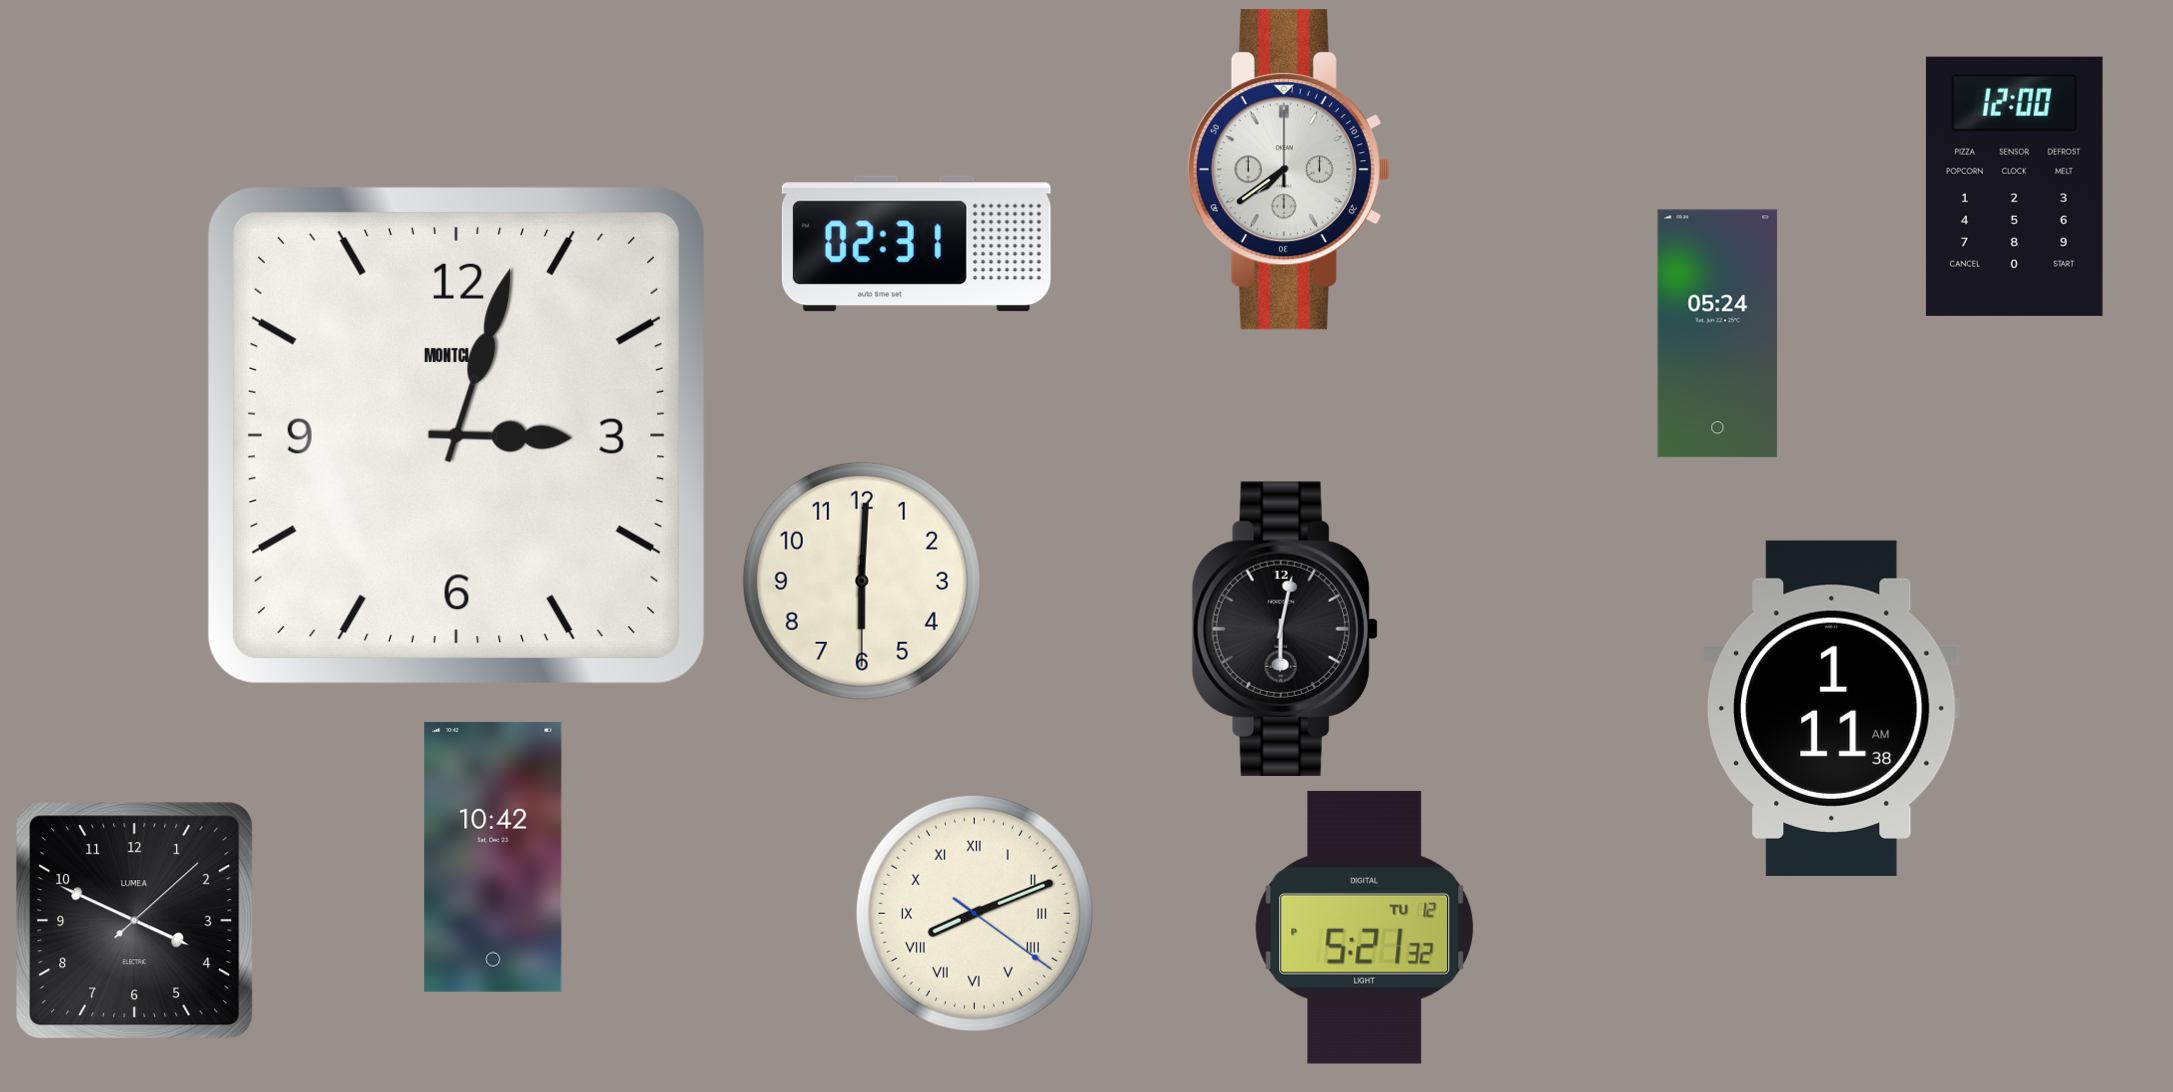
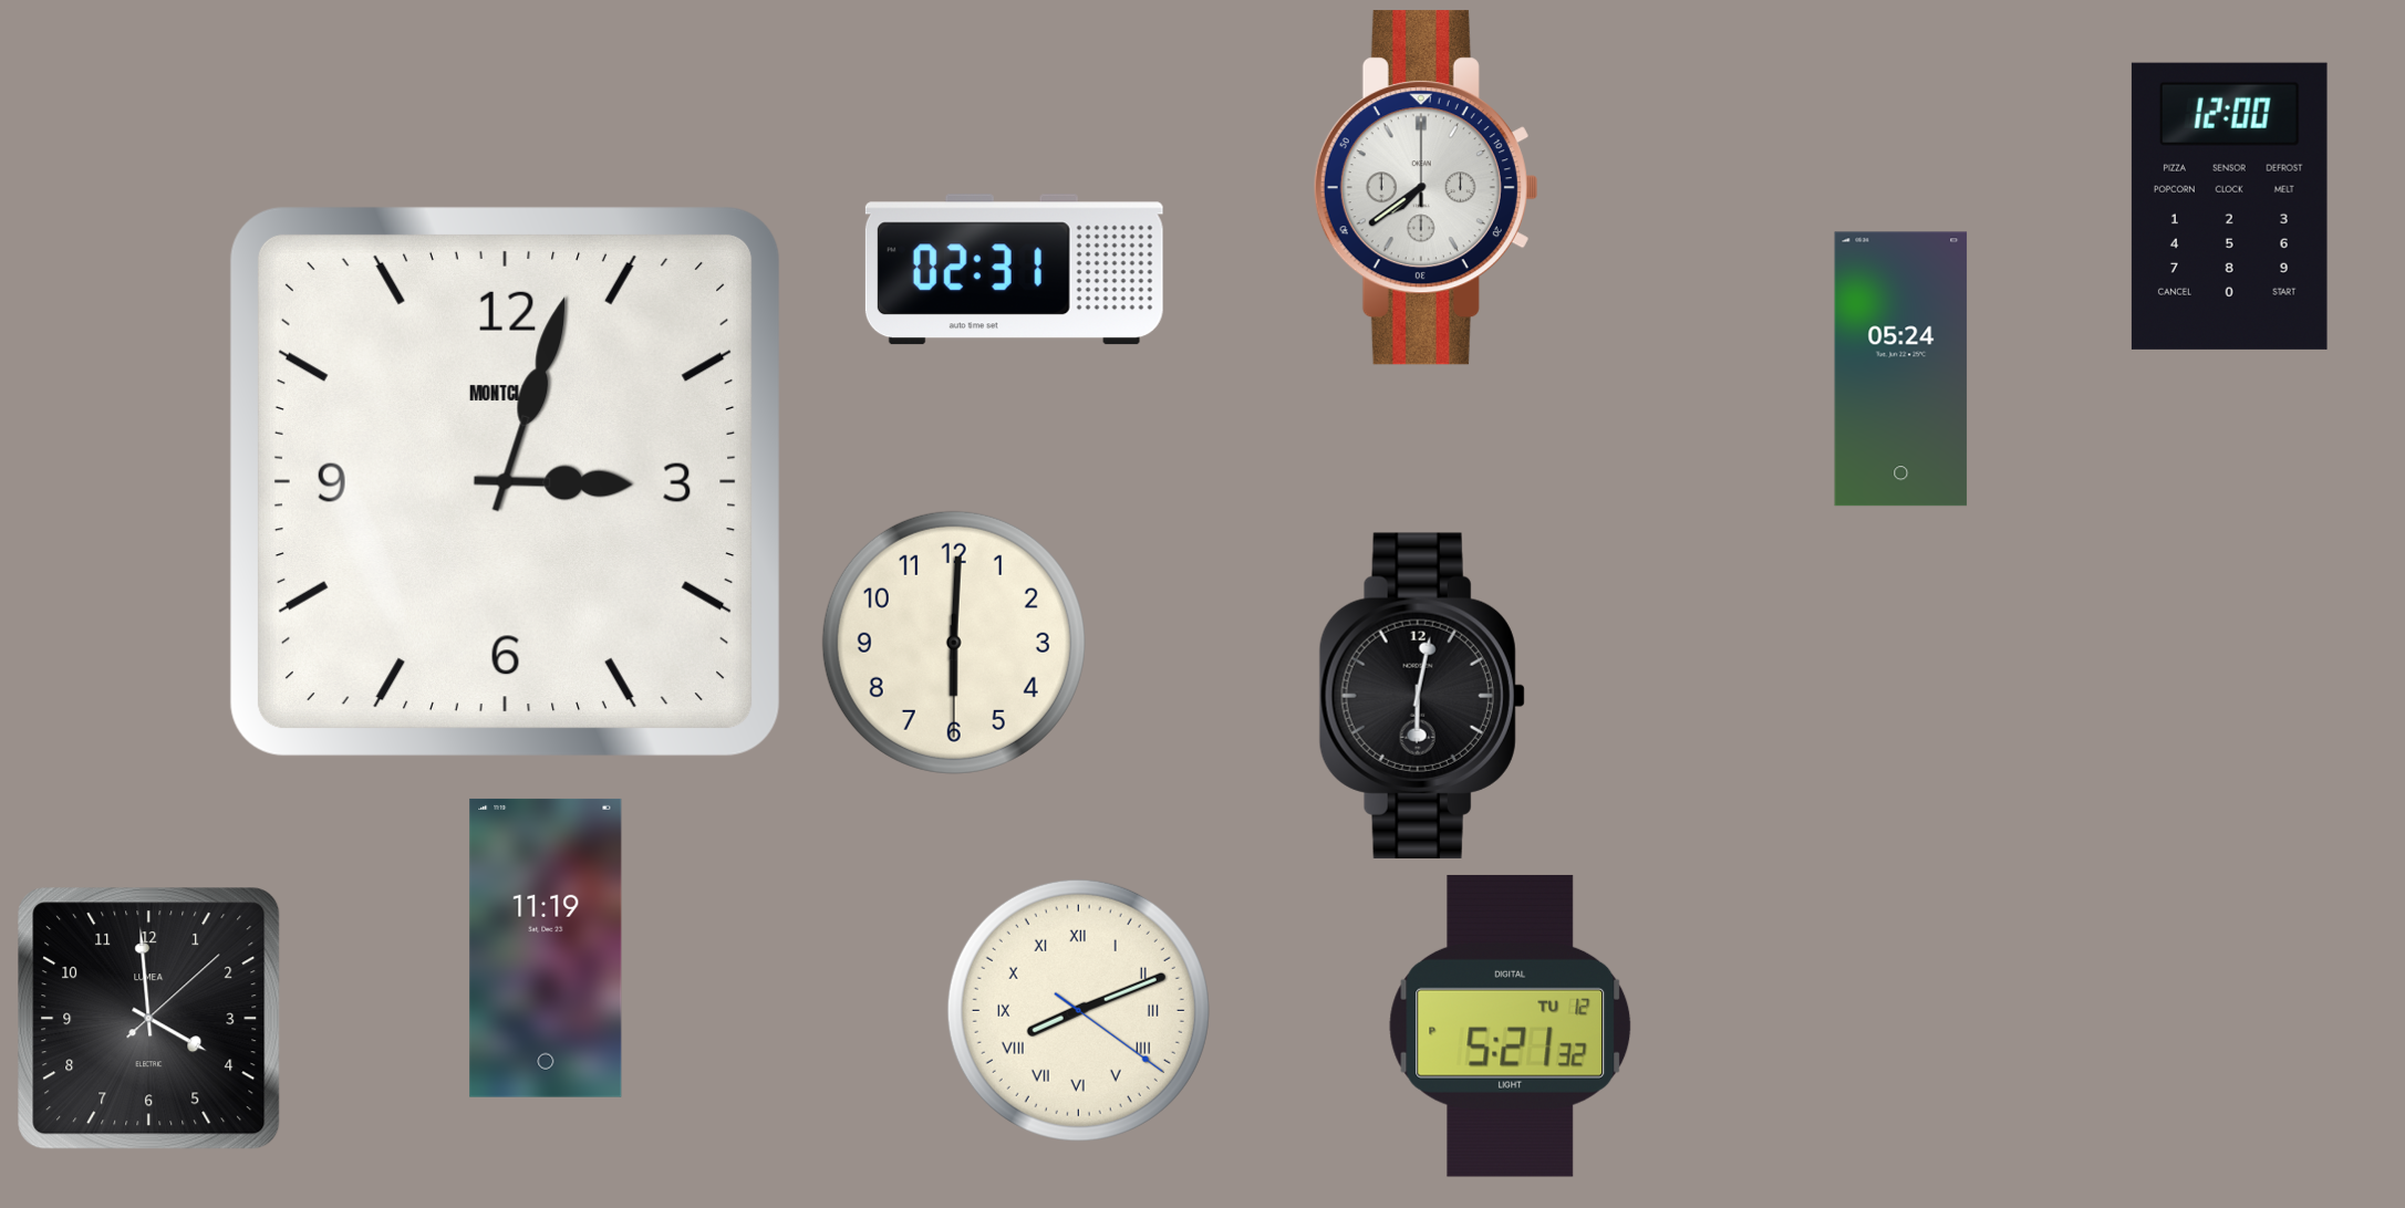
clock at (1832, 708): 1:11 -> none
clock at (493, 857): 10:42 -> 11:19
clock at (135, 921): 3:49 -> 3:59
